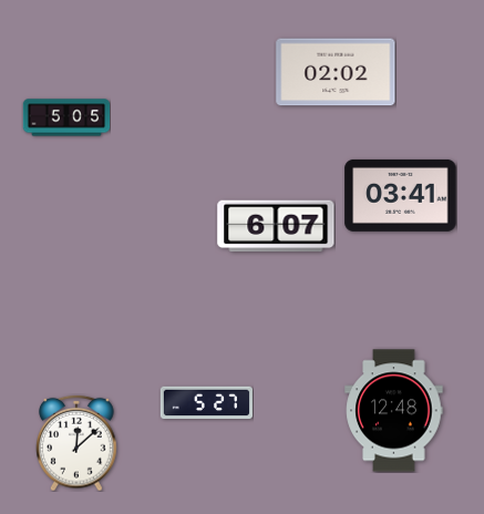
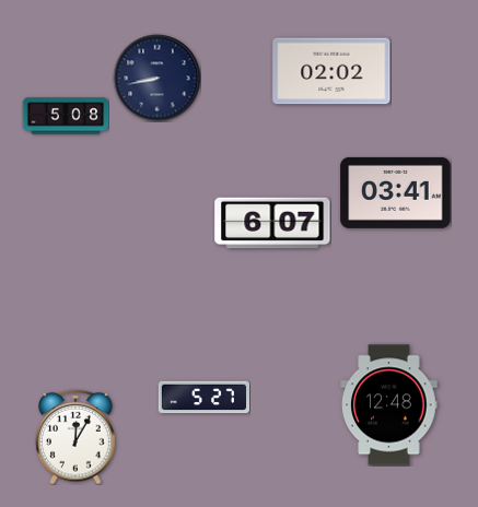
clock at (156, 78): none -> 8:43
clock at (66, 117): 5:05 -> 5:08
clock at (76, 443): 12:08 -> 12:05
